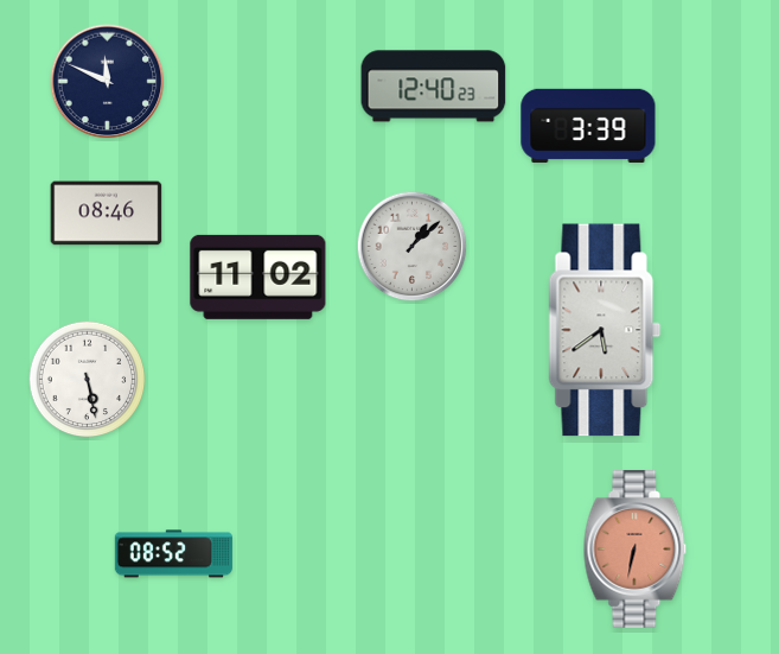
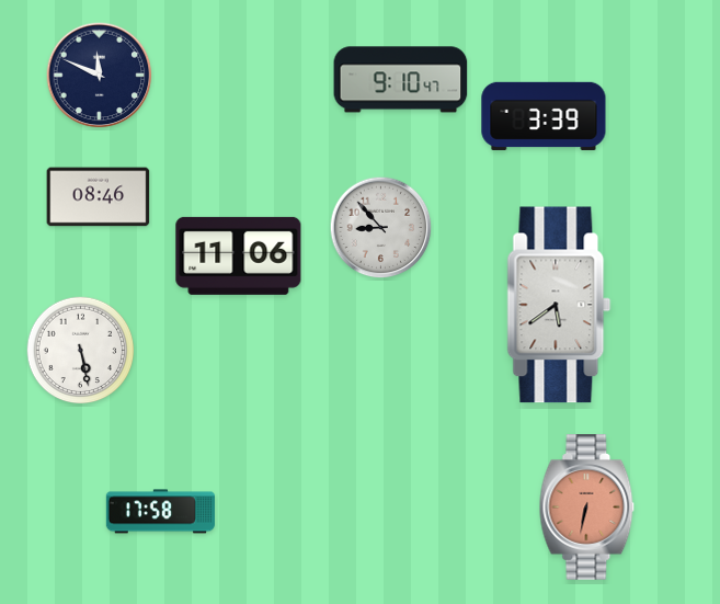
clock at (434, 87): 12:40 -> 9:10
clock at (413, 247): 1:08 -> 8:53
clock at (258, 277): 11:02 -> 11:06
clock at (173, 554): 08:52 -> 17:58
